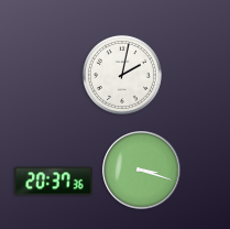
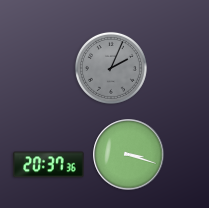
clock at (122, 75): 2:02 -> 2:04
clock at (122, 75) dial: white -> grey
